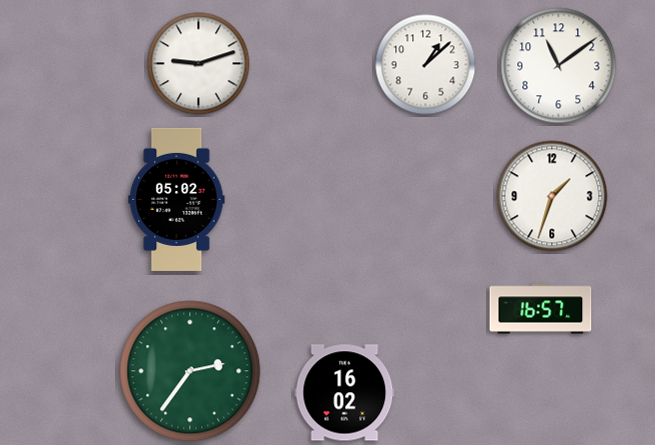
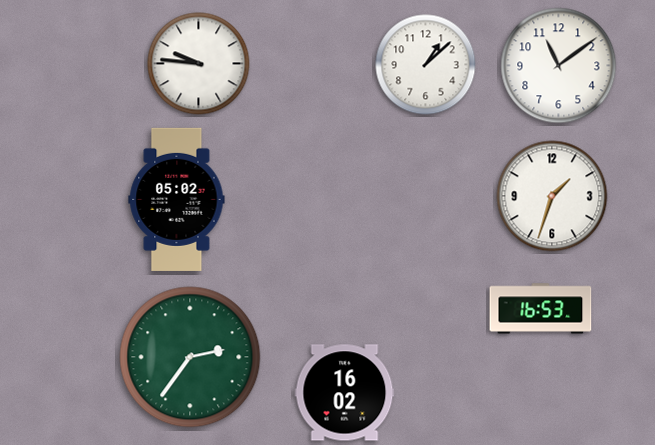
clock at (199, 64): 9:12 -> 9:46
clock at (541, 309): 16:57 -> 16:53
clock at (190, 371) position: (190, 371) -> (190, 357)
